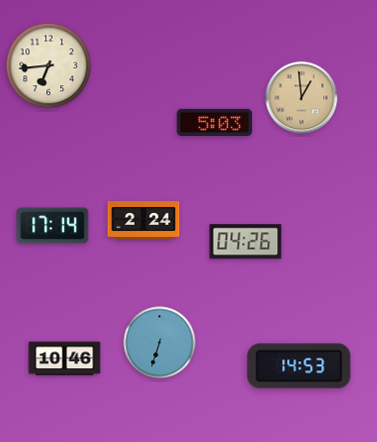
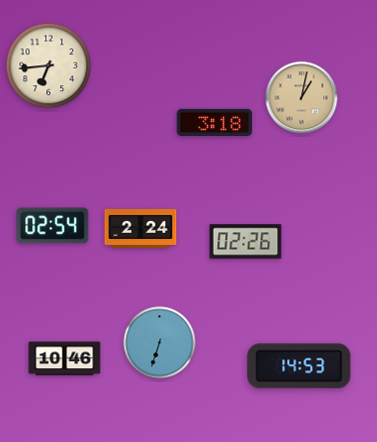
clock at (302, 98): 12:59 -> 1:02
clock at (215, 122): 5:03 -> 3:18
clock at (144, 221) position: (144, 221) -> (141, 229)
clock at (53, 226): 17:14 -> 02:54
clock at (246, 242): 04:26 -> 02:26
